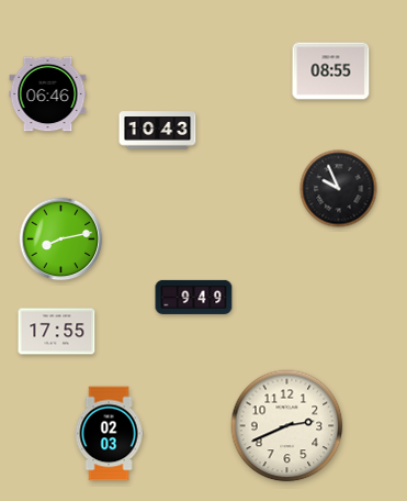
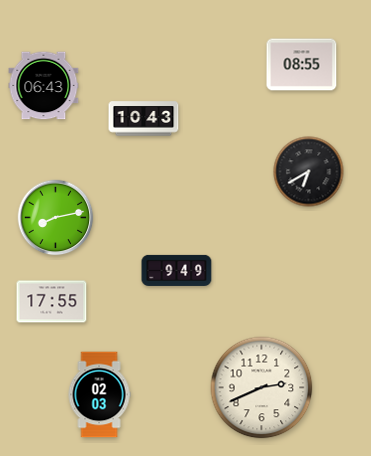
clock at (48, 94): 06:46 -> 06:43
clock at (339, 189): 9:56 -> 6:40
